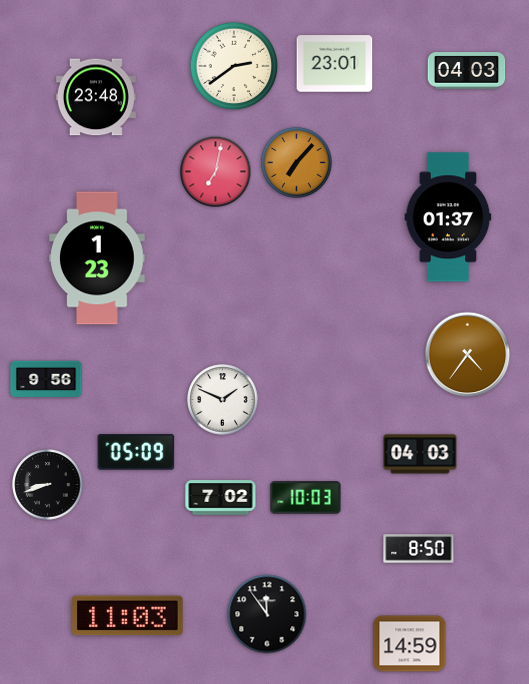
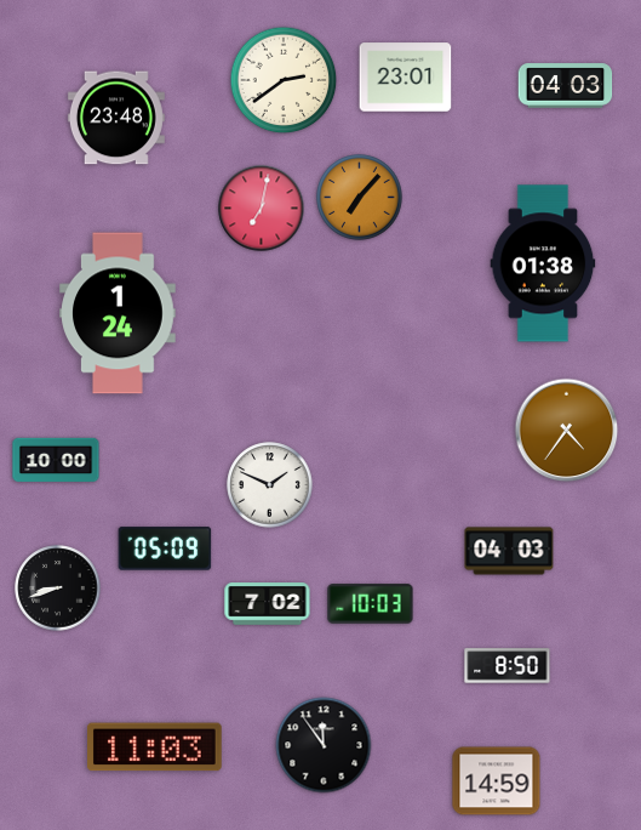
clock at (448, 217): 01:37 -> 01:38
clock at (97, 258): 1:23 -> 1:24
clock at (46, 379): 9:56 -> 10:00
